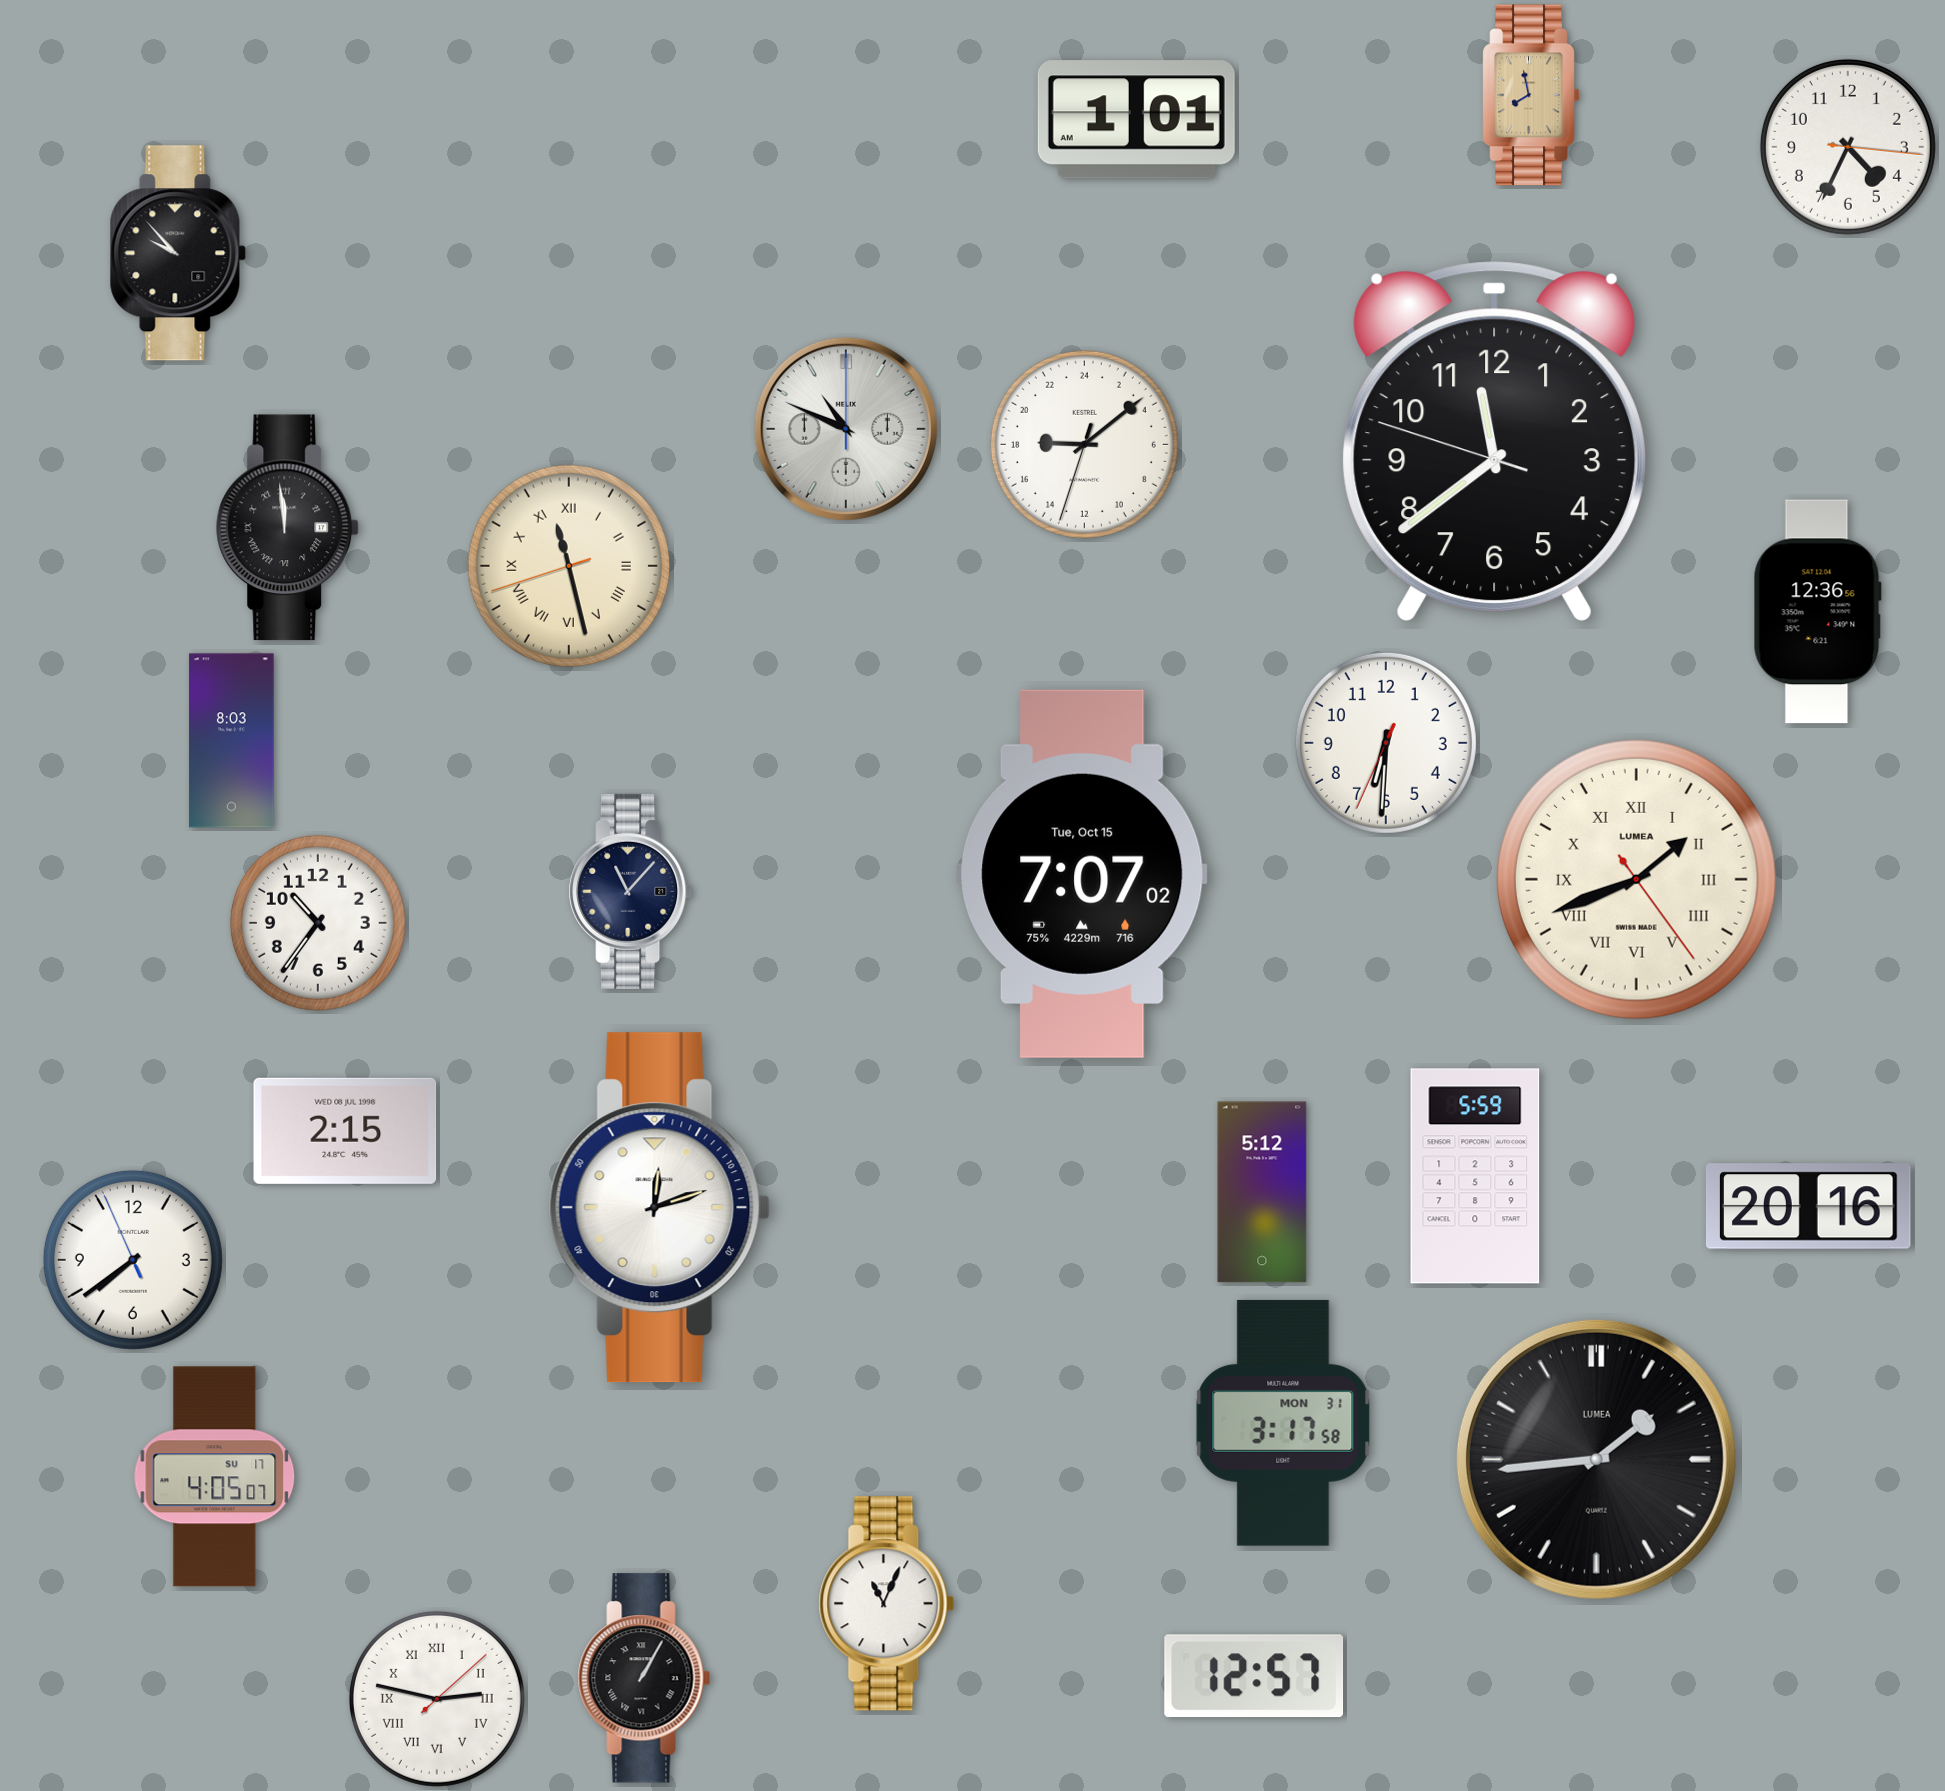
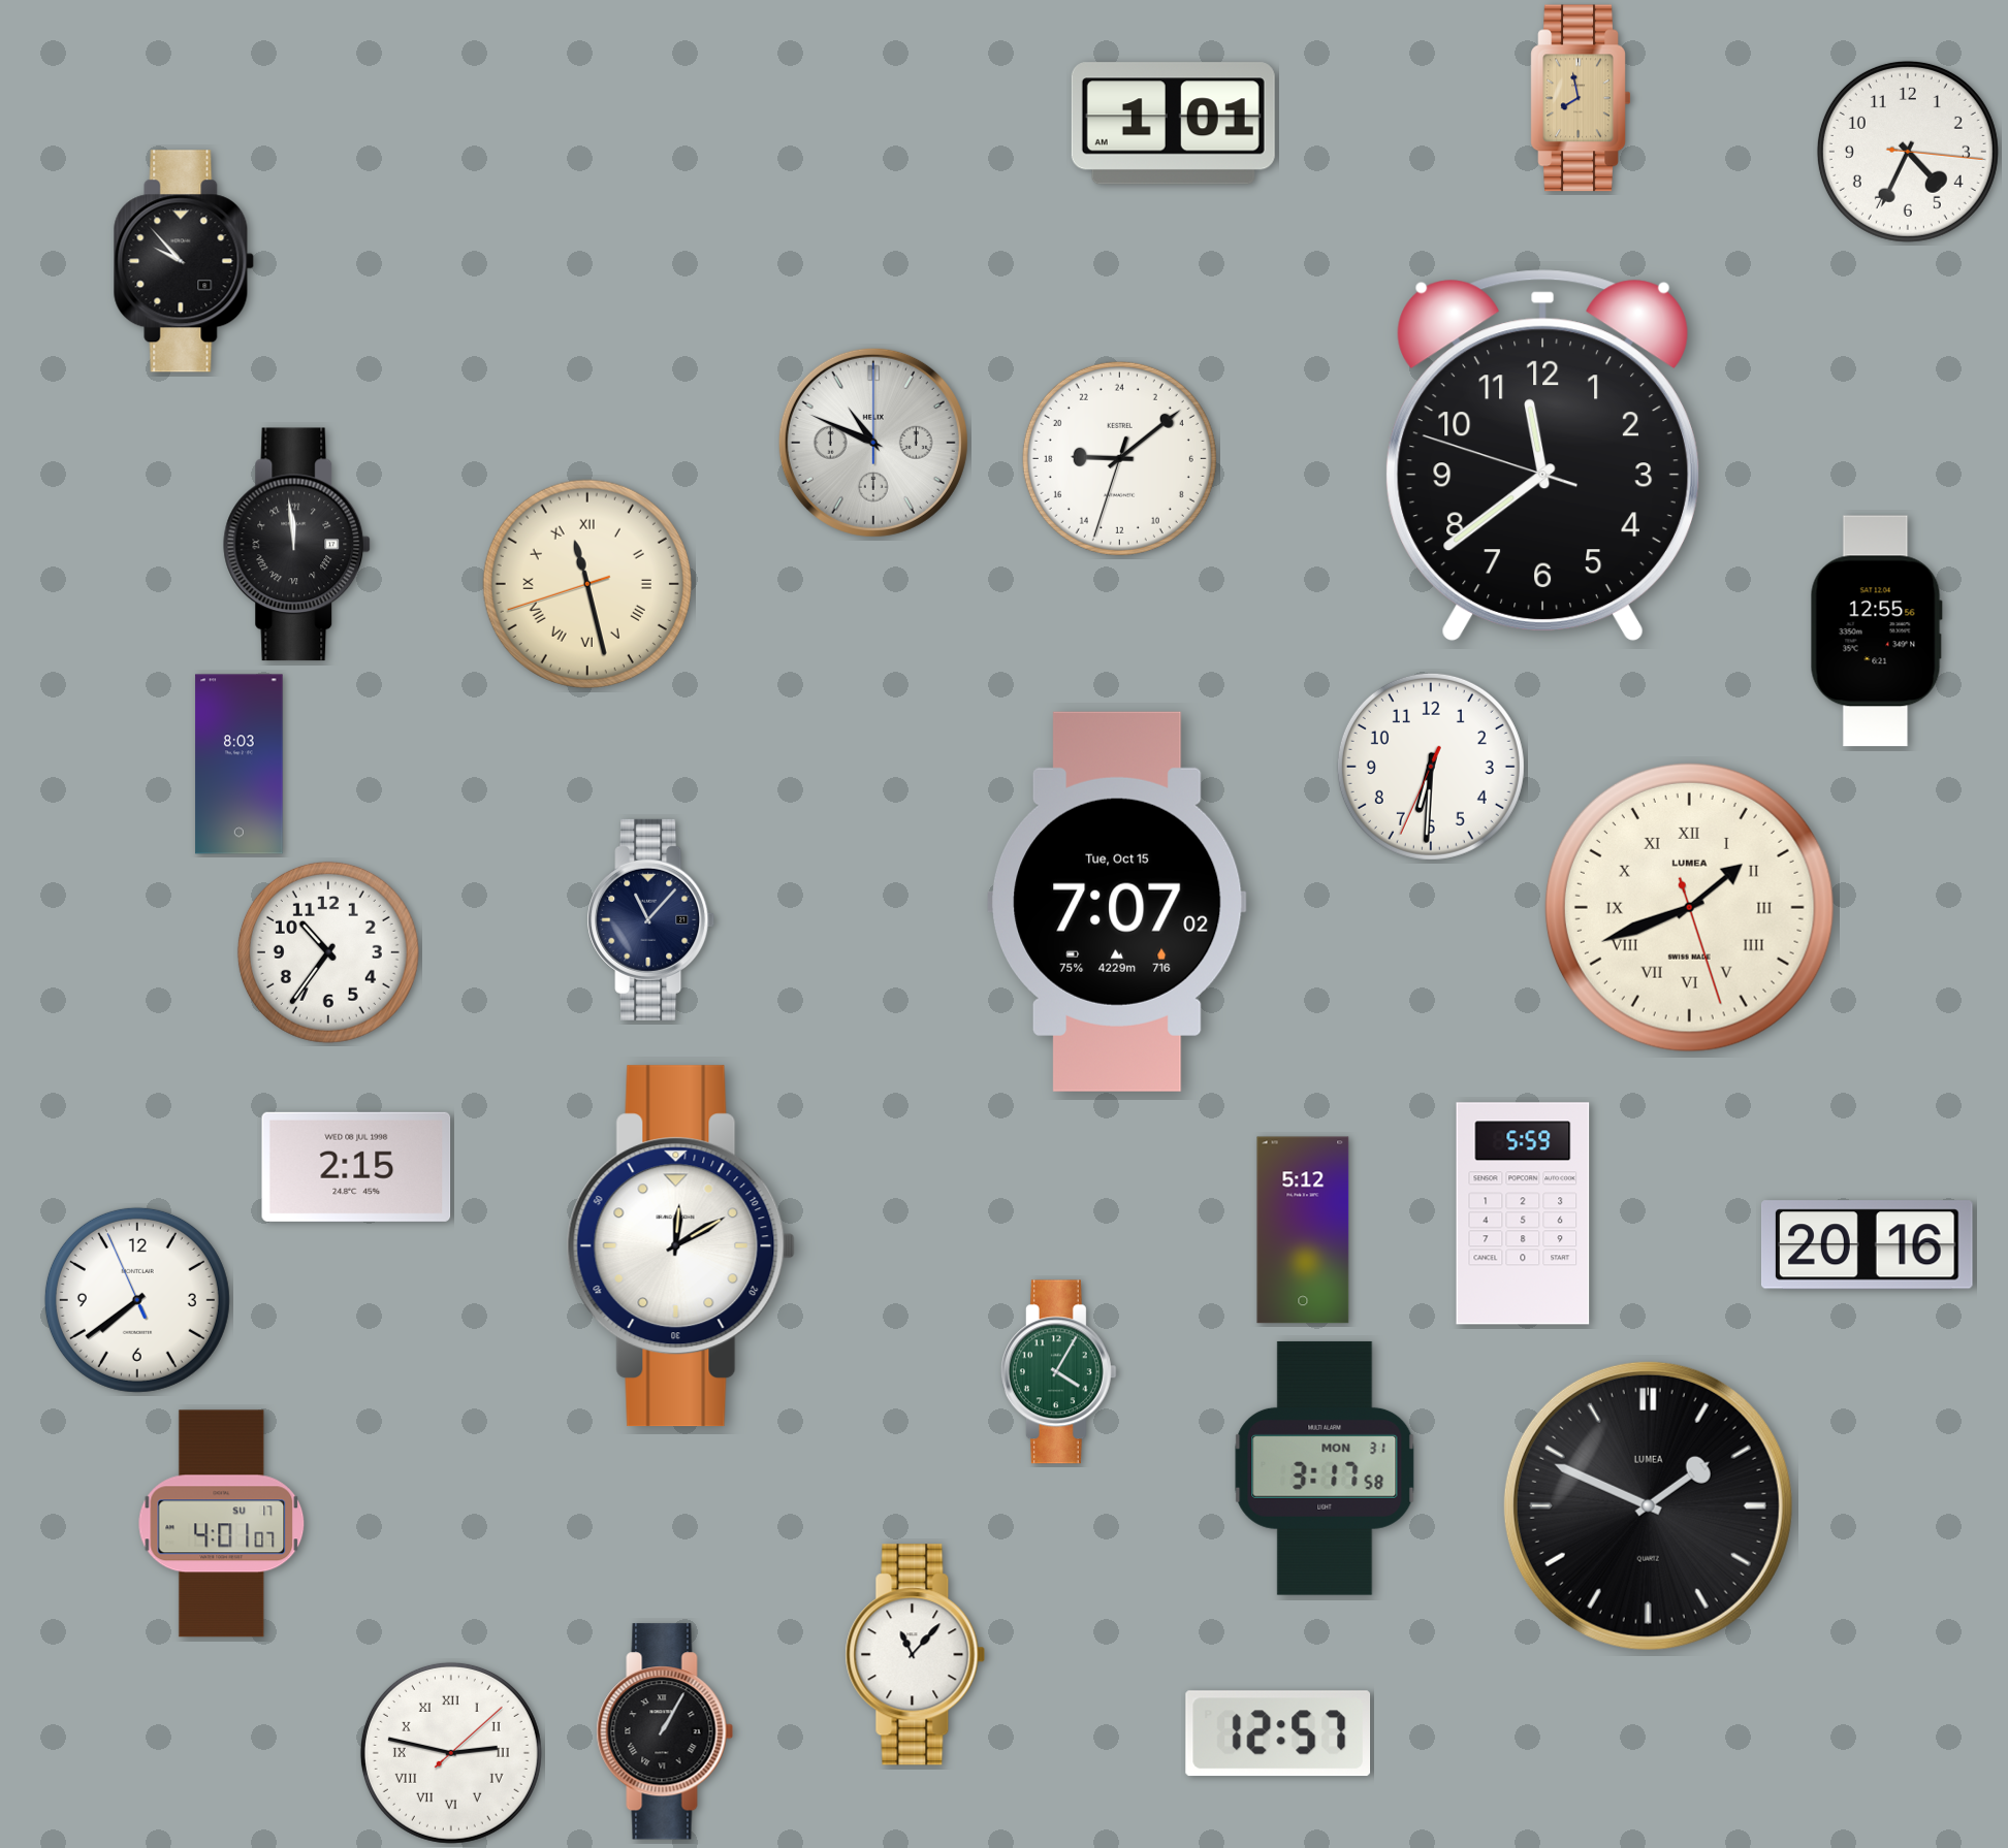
clock at (1817, 612): 12:36 -> 12:55
clock at (1636, 879): 1:41:24 -> 1:41:27
clock at (659, 1208): 12:12 -> 12:10
clock at (1058, 1372): none -> 4:05
clock at (1596, 1459): 1:44 -> 1:49
clock at (215, 1477): 4:05 -> 4:01
clock at (887, 1604): 11:04 -> 11:07
clock at (1254, 1676) position: (1254, 1676) -> (1278, 1733)
